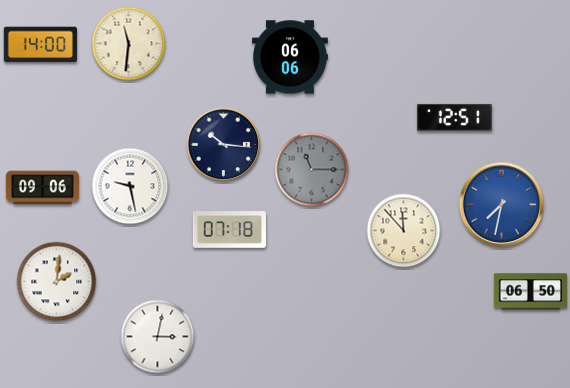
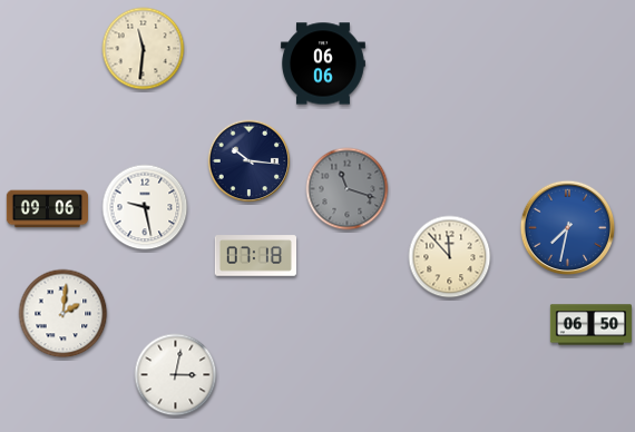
clock at (40, 45): 14:00 -> none
clock at (454, 117): 12:51 -> none
clock at (312, 170): 11:15 -> 11:18
clock at (502, 205) position: (502, 205) -> (568, 228)
